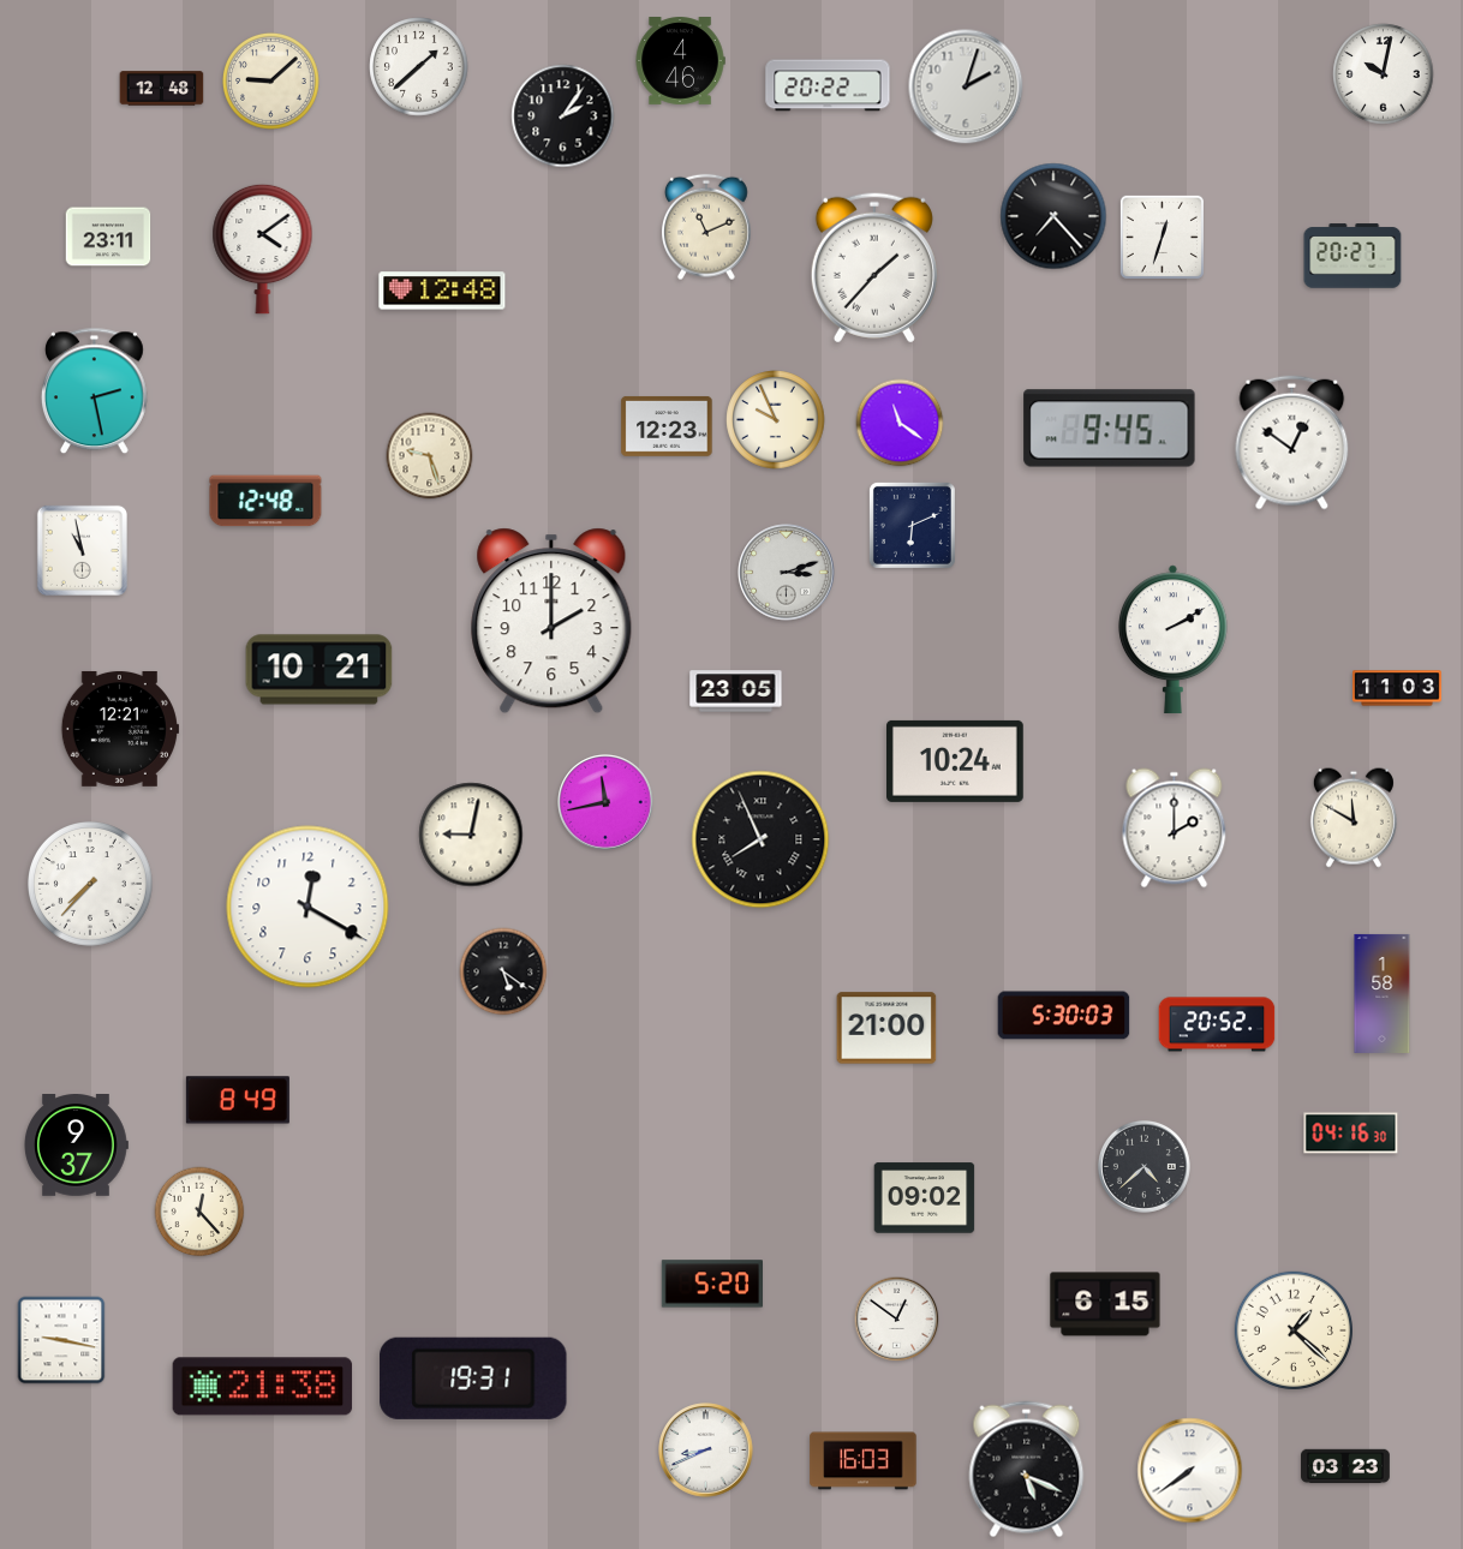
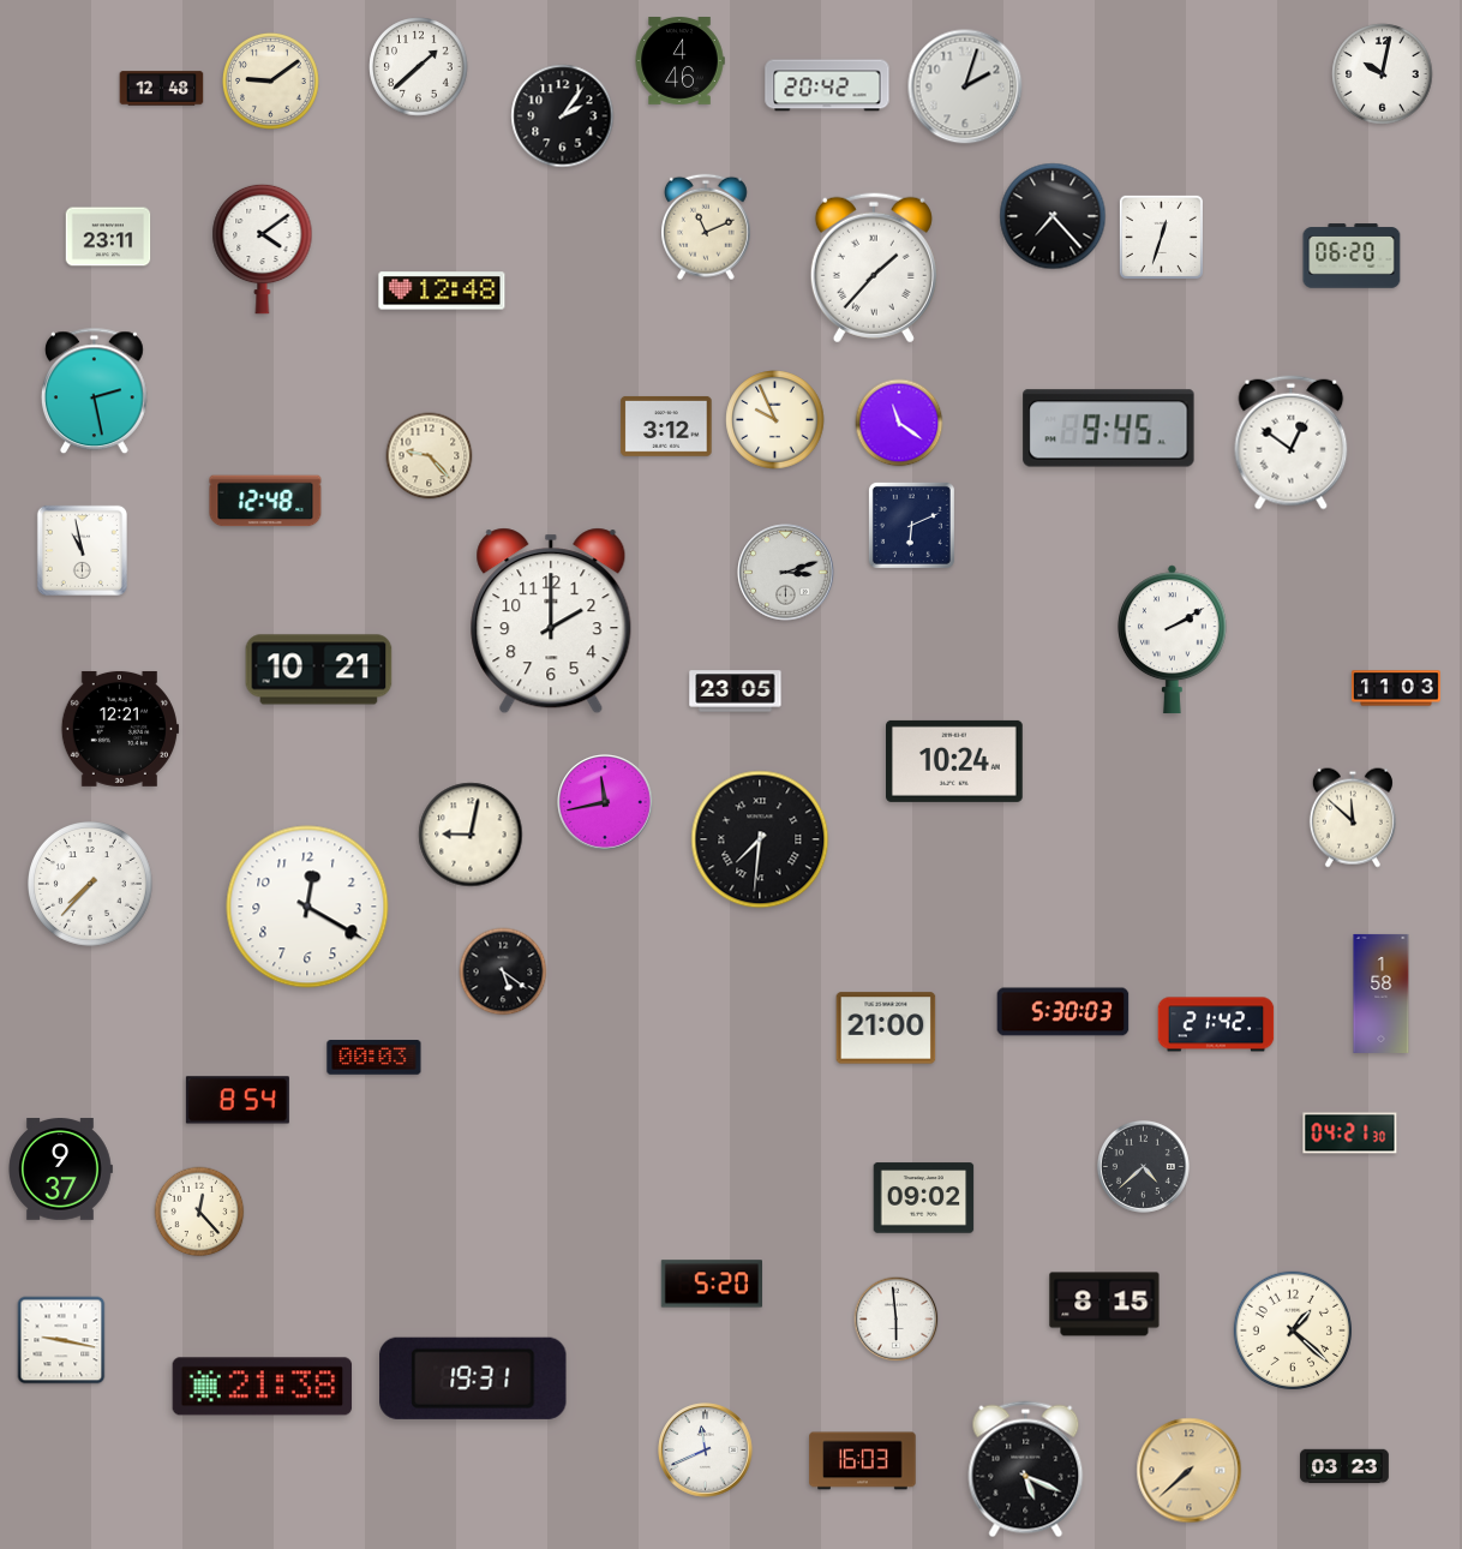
clock at (270, 80): 9:08 -> 9:09
clock at (828, 85): 20:22 -> 20:42
clock at (1352, 256): 20:27 -> 06:20
clock at (667, 426): 12:23 -> 3:12
clock at (430, 456): 9:27 -> 9:23
clock at (1354, 818): 11:50 -> 11:52
clock at (1175, 829): 2:00 -> none
clock at (760, 839): 7:56 -> 7:31
clock at (1064, 1016) position: (1064, 1016) -> (1063, 1012)
clock at (1217, 1024): 20:52 -> 21:42
clock at (375, 1058): none -> 00:03
clock at (238, 1100): 8:49 -> 8:54
clock at (1351, 1134): 04:16 -> 04:21
clock at (76, 1146) position: (76, 1146) -> (60, 1170)
clock at (1105, 1304): 6:15 -> 8:15
clock at (897, 1320): 12:51 -> 5:59
clock at (706, 1451): 8:41 -> 11:41
clock at (1190, 1471): 7:39 -> 7:38
clock at (1190, 1471) dial: white -> champagne
